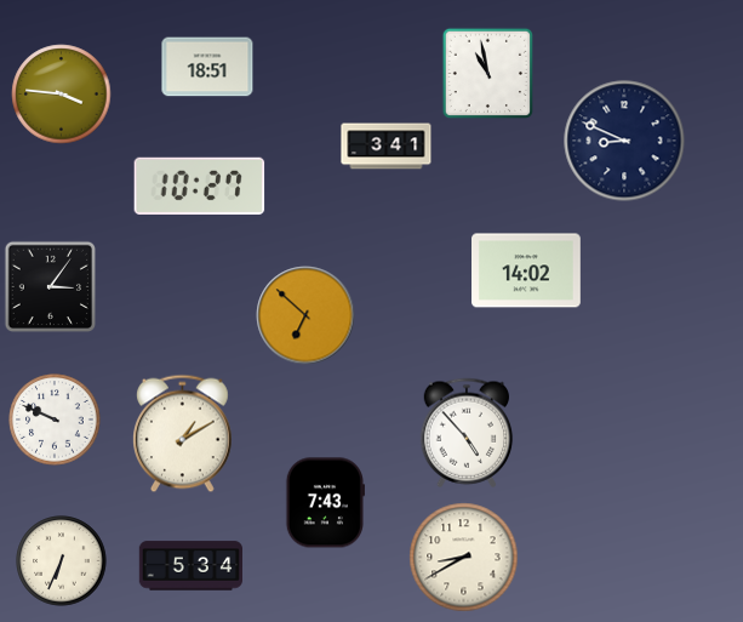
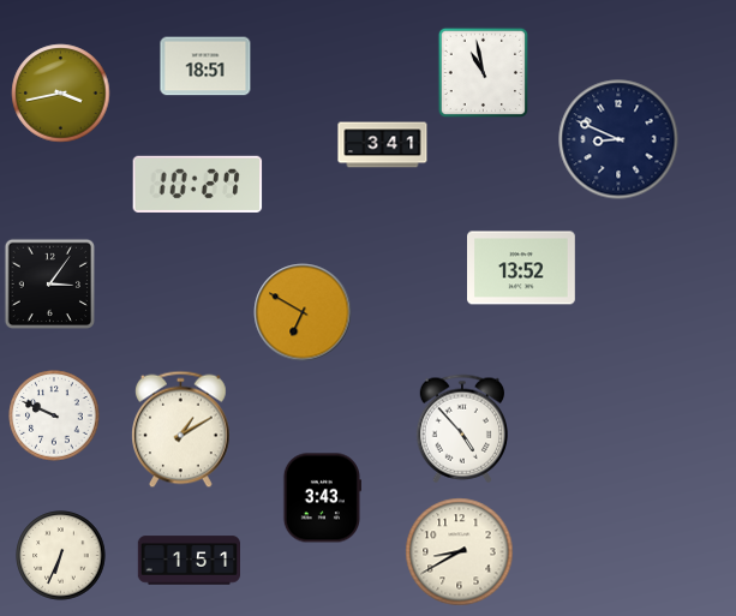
clock at (62, 95): 3:46 -> 3:43
clock at (527, 270): 14:02 -> 13:52
clock at (305, 315): 6:52 -> 6:50
clock at (325, 503): 7:43 -> 3:43
clock at (190, 566): 5:34 -> 1:51
